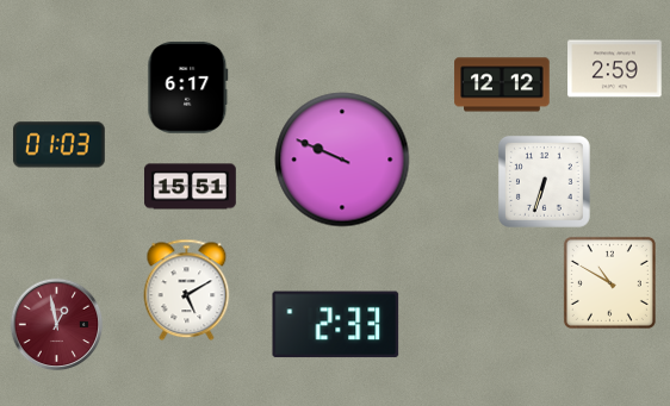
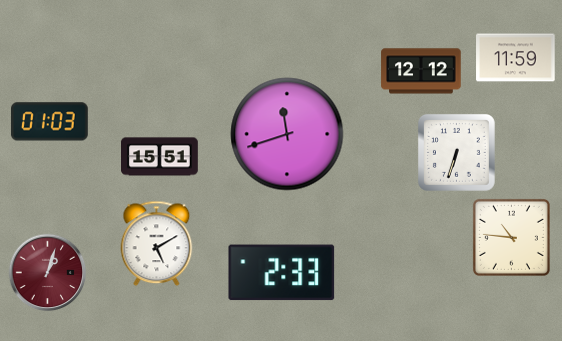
clock at (615, 69): 2:59 -> 11:59
clock at (188, 88): 6:17 -> none
clock at (342, 160): 9:49 -> 11:42
clock at (609, 282): 10:50 -> 10:46
clock at (56, 324): 12:58 -> 1:03
